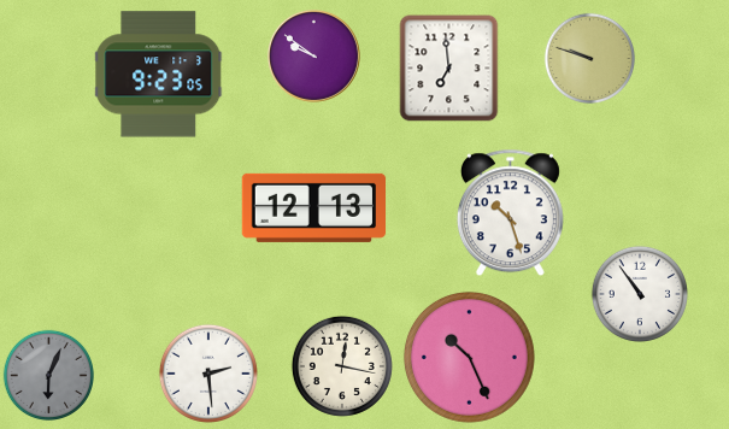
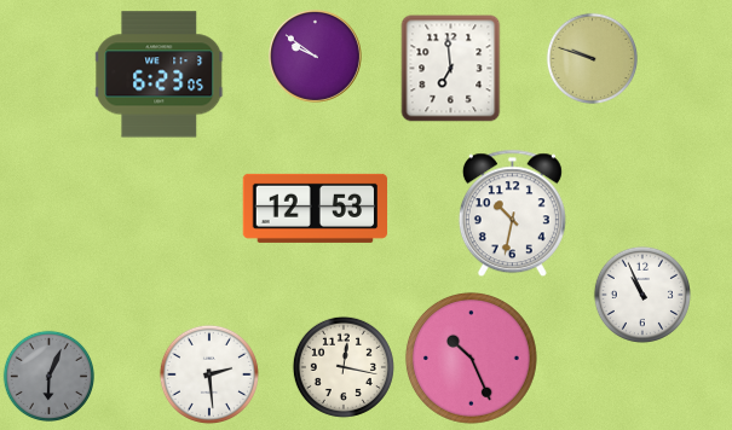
clock at (159, 75): 9:23 -> 6:23
clock at (314, 207): 12:13 -> 12:53
clock at (510, 213): 10:27 -> 10:32
clock at (640, 294): 10:54 -> 10:56
